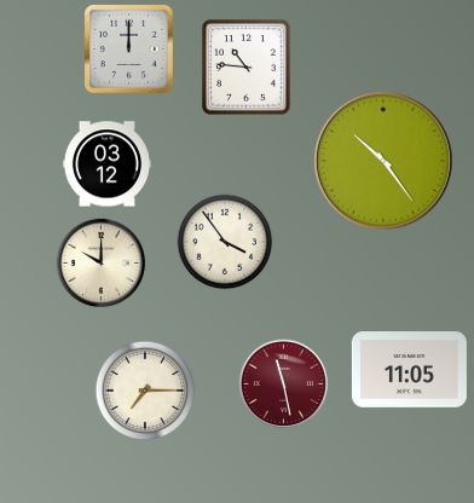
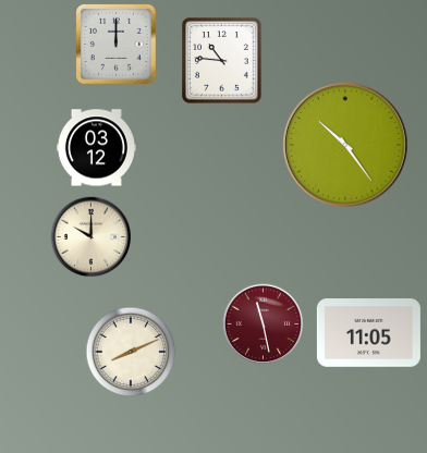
clock at (225, 242): 3:54 -> none
clock at (284, 385) position: (284, 385) -> (264, 325)
clock at (145, 391): 7:15 -> 8:11
